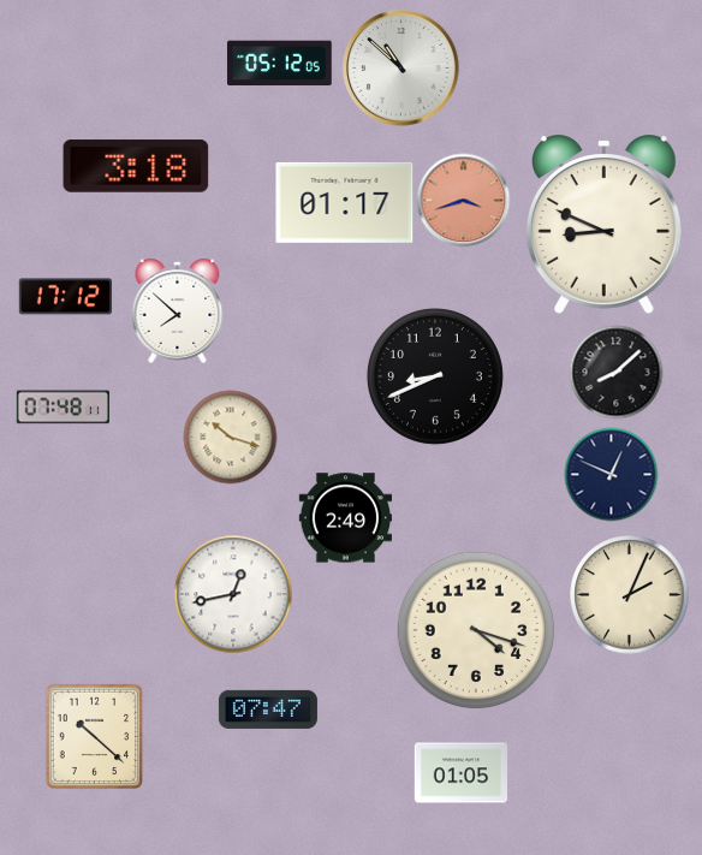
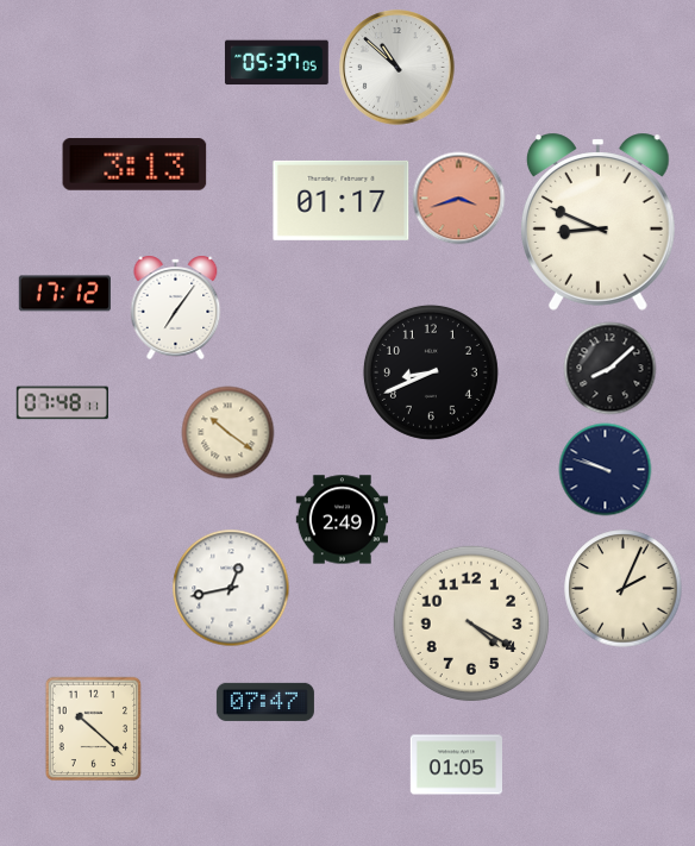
clock at (279, 64): 05:12 -> 05:37
clock at (136, 166): 3:18 -> 3:13
clock at (178, 310): 7:52 -> 7:06
clock at (230, 437): 10:18 -> 10:21
clock at (611, 474): 12:49 -> 9:48
clock at (345, 518) position: (345, 518) -> (342, 520)
clock at (476, 630): 4:18 -> 4:20
